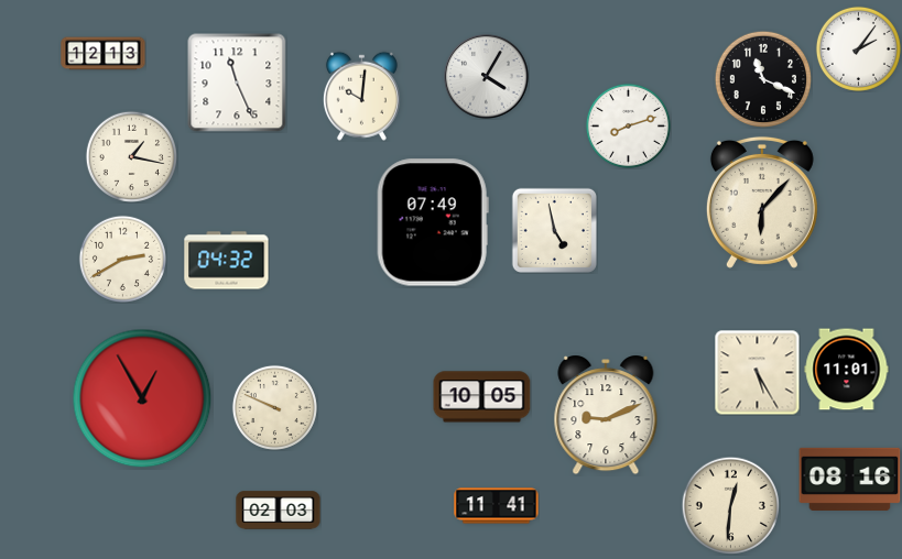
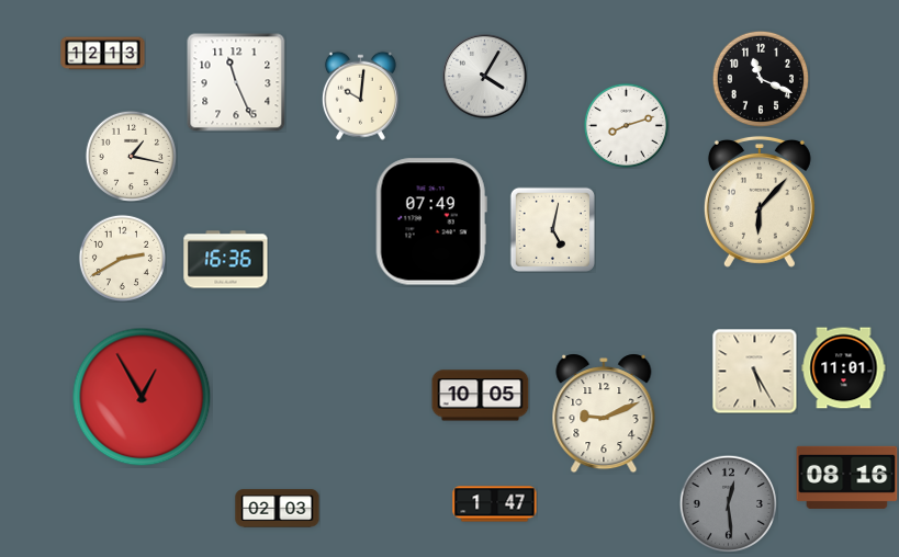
clock at (858, 48): 2:06 -> none
clock at (554, 230): 4:58 -> 5:02
clock at (227, 261): 04:32 -> 16:36
clock at (274, 407): 9:49 -> none
clock at (730, 505): 12:31 -> 12:29
clock at (730, 505) dial: cream -> grey
clock at (497, 506): 11:41 -> 1:47
